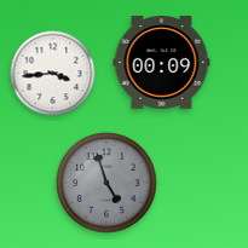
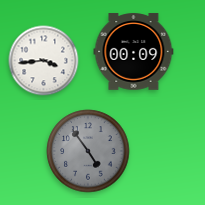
clock at (106, 183): 4:57 -> 4:54
